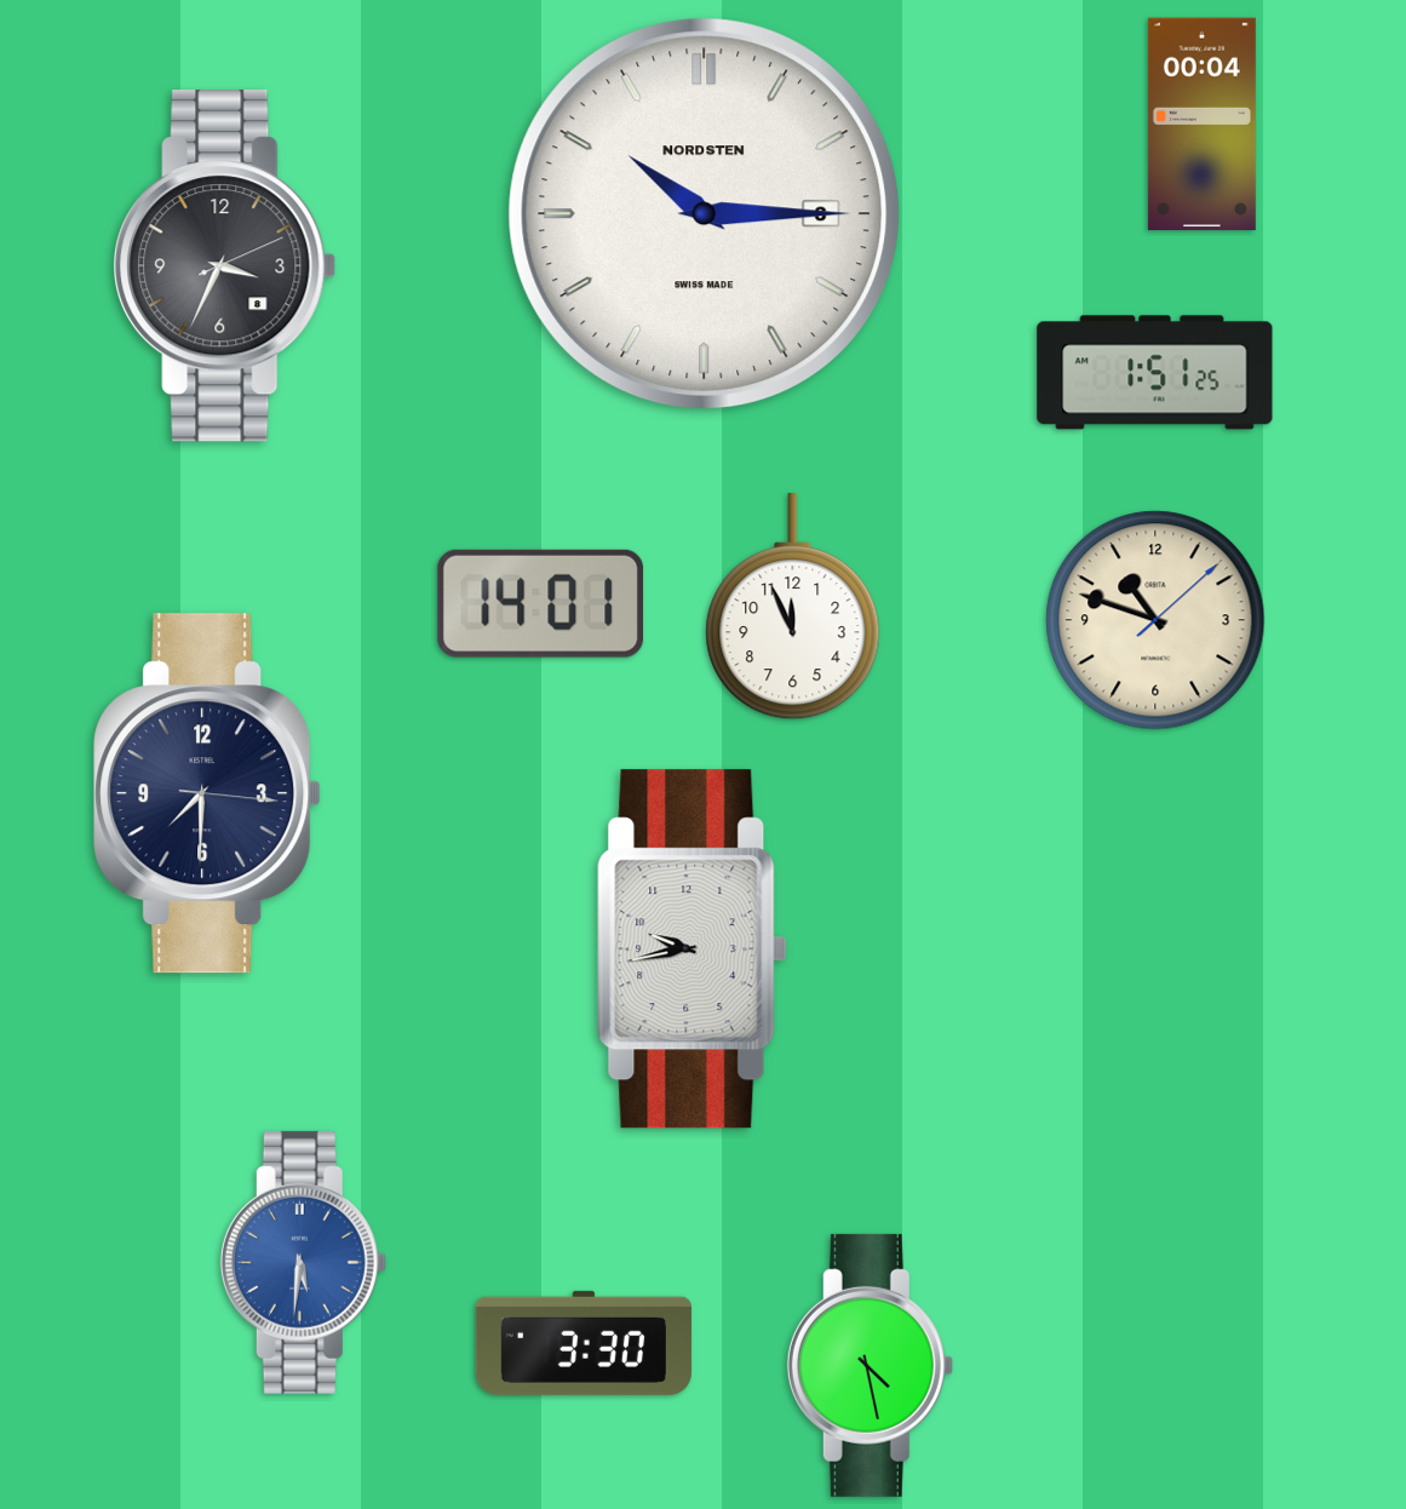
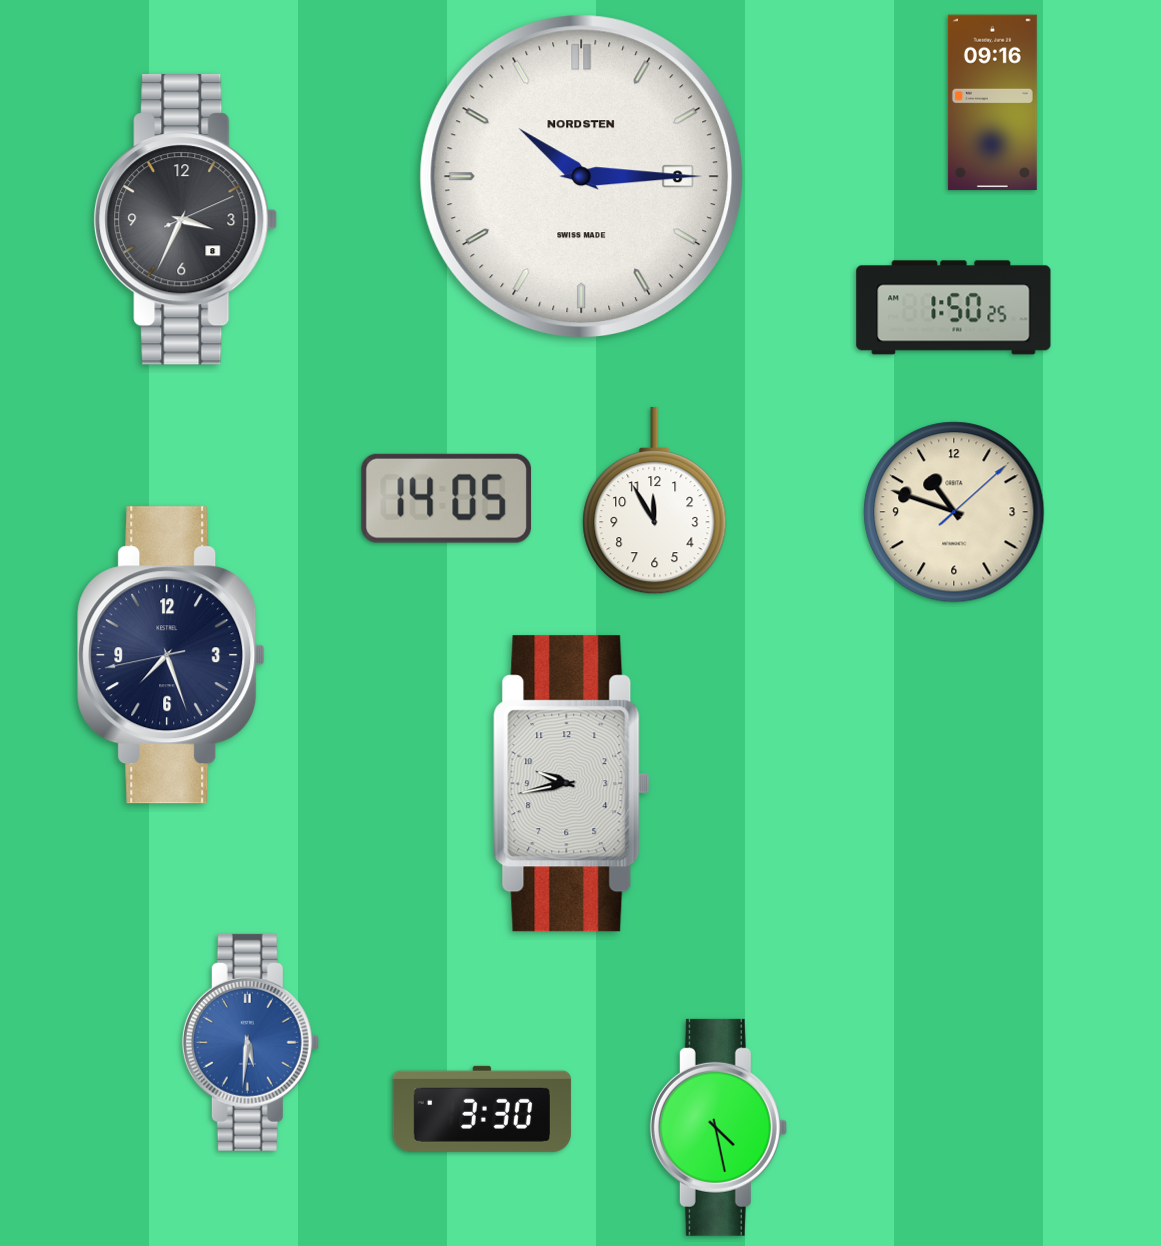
clock at (1201, 125): 00:04 -> 09:16
clock at (1155, 373): 1:51 -> 1:50
clock at (541, 603): 14:01 -> 14:05
clock at (793, 607): 11:56 -> 11:55
clock at (207, 793): 7:30 -> 7:26
